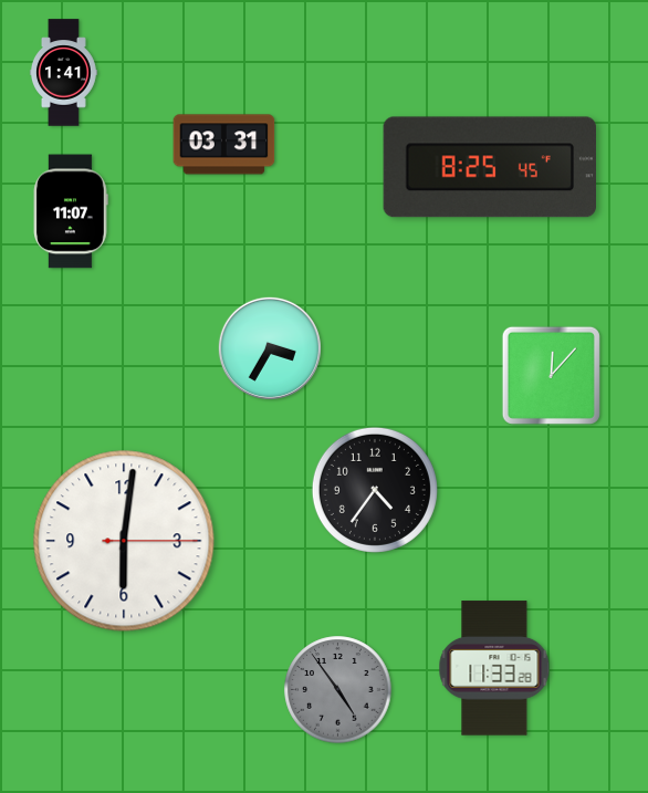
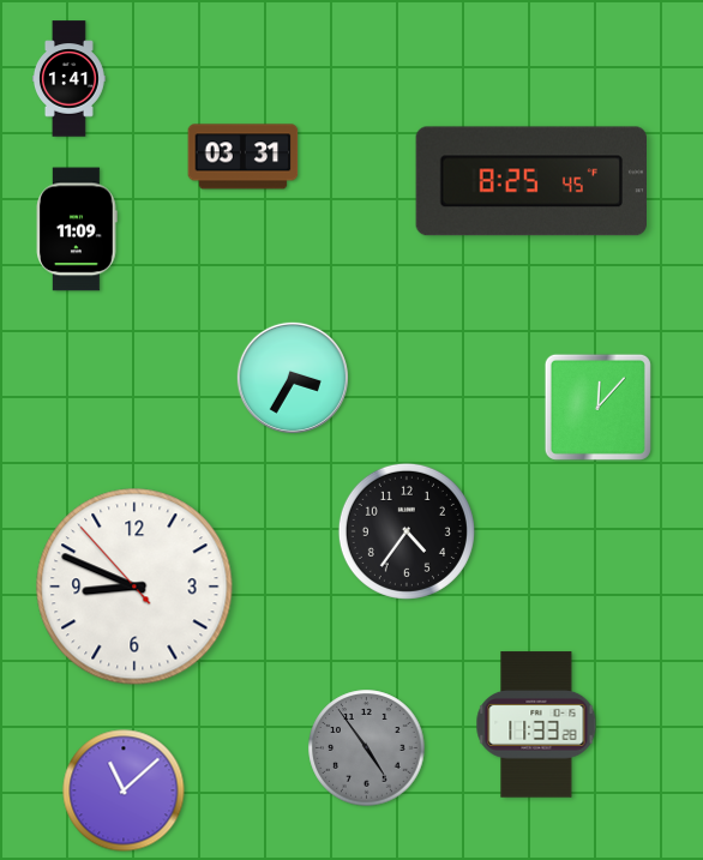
clock at (71, 211): 11:07 -> 11:09
clock at (124, 541): 6:01 -> 8:48
clock at (124, 790): none -> 11:08
